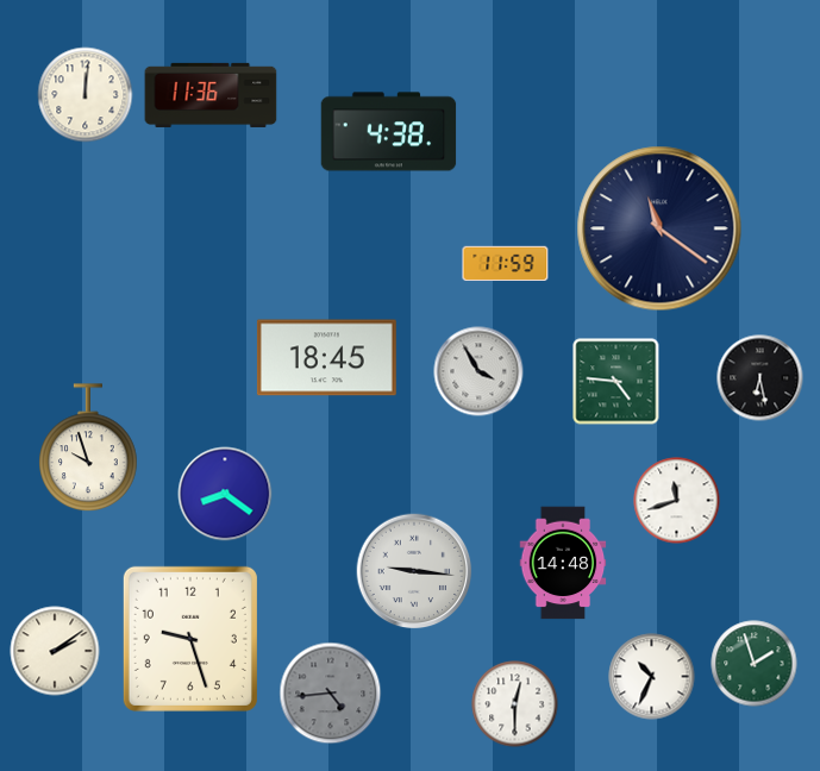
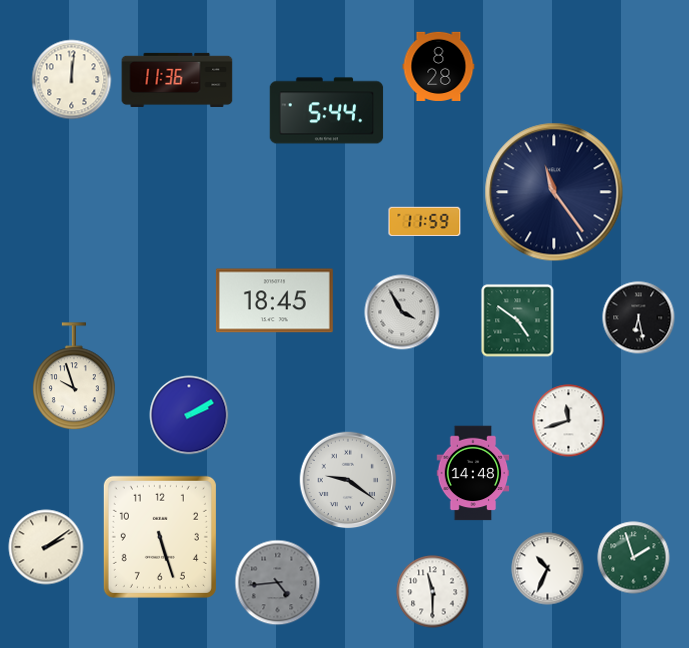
clock at (439, 66): none -> 8:28
clock at (389, 132): 4:38 -> 5:44
clock at (659, 228): 11:21 -> 11:24
clock at (616, 382): 4:46 -> 4:51
clock at (225, 494): 8:21 -> 2:10
clock at (414, 571): 9:16 -> 9:21
clock at (190, 639): 9:27 -> 5:27
clock at (515, 704): 12:30 -> 11:30
